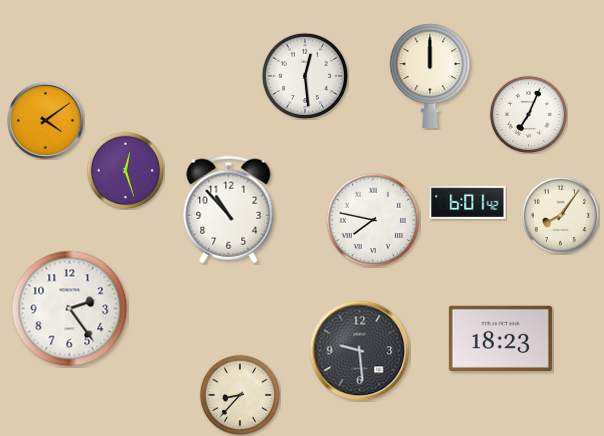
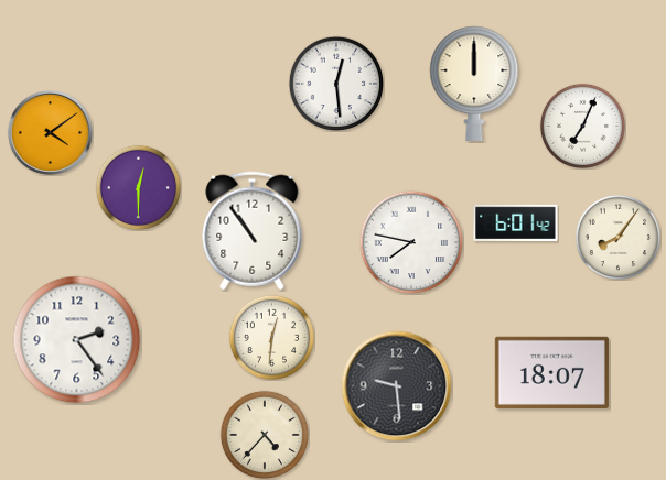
clock at (125, 170): 12:27 -> 12:30
clock at (229, 210): 10:53 -> 10:54
clock at (271, 337): none -> 12:31
clock at (500, 338): 18:23 -> 18:07
clock at (239, 394): 8:37 -> 4:37
